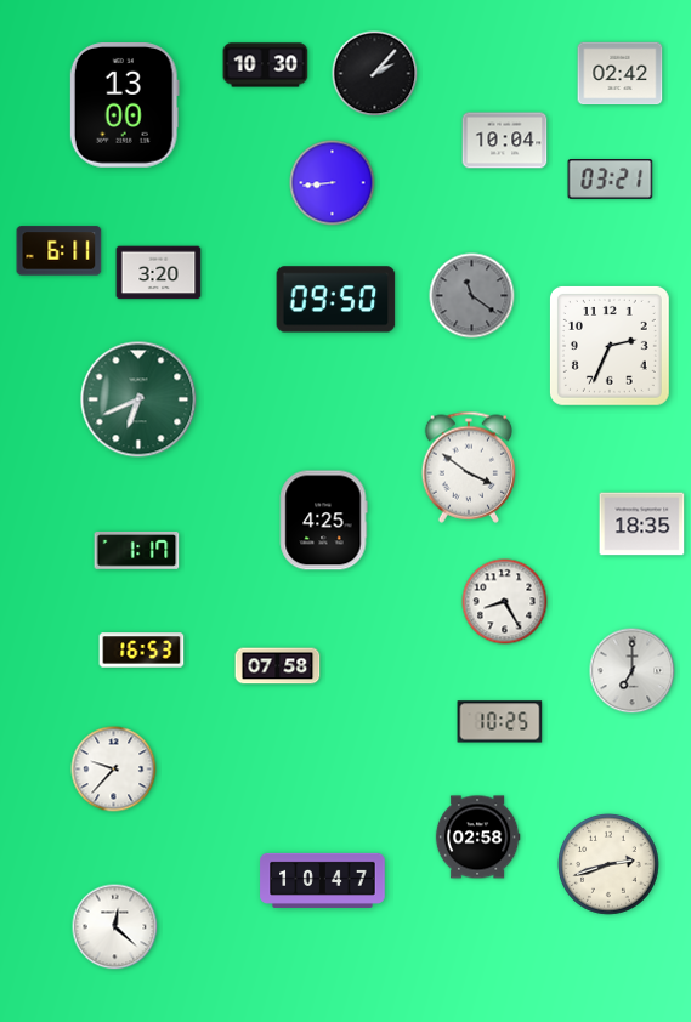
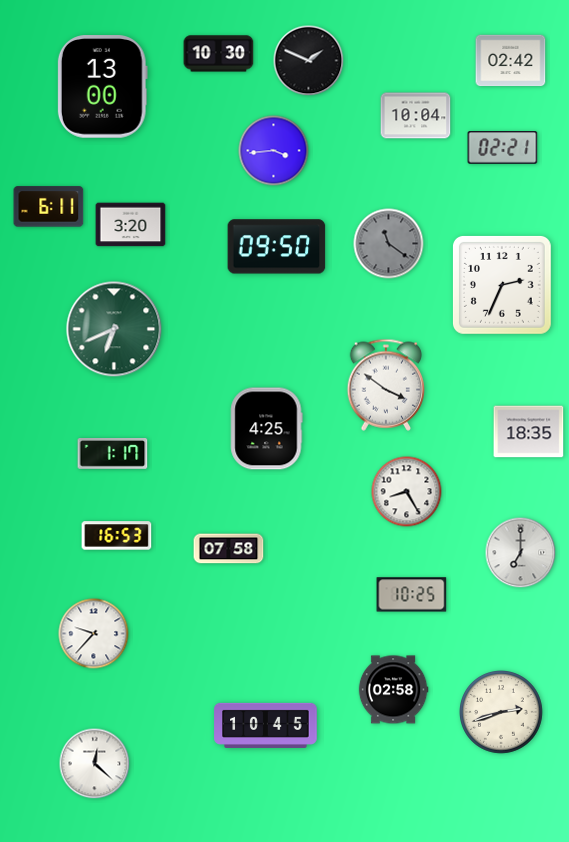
clock at (375, 74): 2:07 -> 1:49
clock at (611, 180): 03:21 -> 02:21
clock at (333, 183): 8:44 -> 3:44
clock at (505, 602) position: (505, 602) -> (407, 492)
clock at (323, 880): 10:47 -> 10:45
